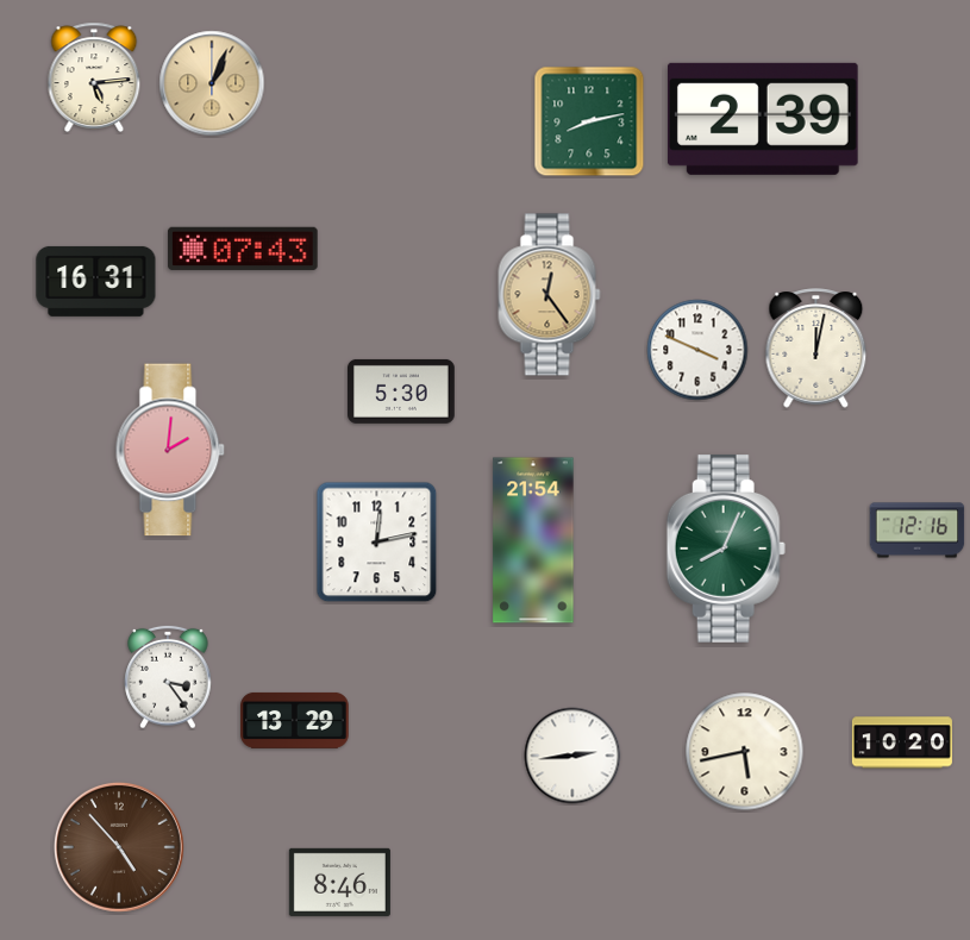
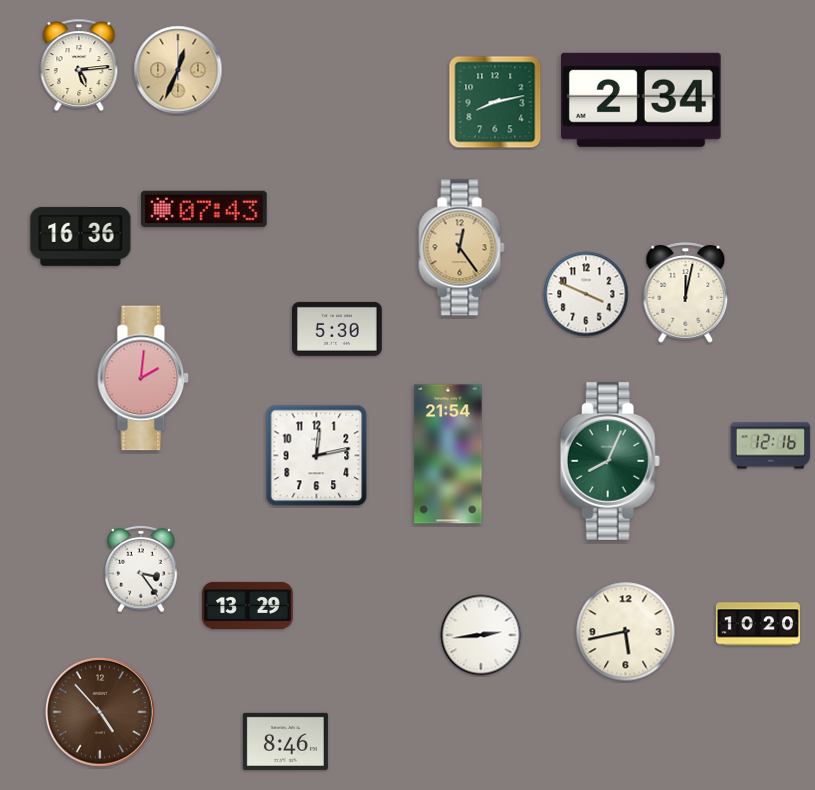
clock at (212, 83): 1:04 -> 12:34
clock at (763, 119): 2:39 -> 2:34
clock at (96, 281): 16:31 -> 16:36
